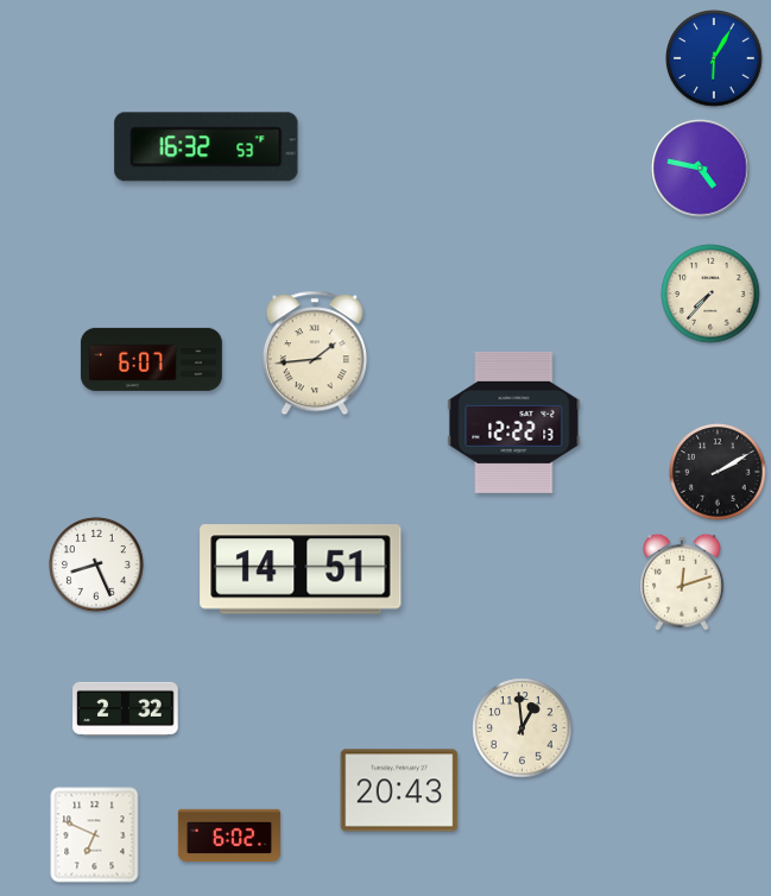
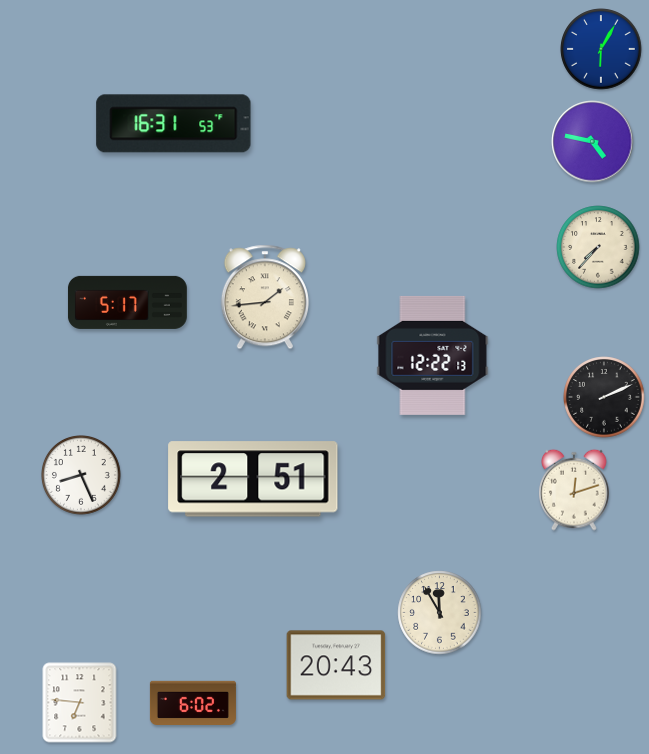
clock at (207, 147): 16:32 -> 16:31
clock at (701, 169) position: (701, 169) -> (593, 142)
clock at (151, 359): 6:07 -> 5:17
clock at (718, 472): 2:10 -> 2:11
clock at (301, 569): 14:51 -> 2:51
clock at (126, 708): 2:32 -> none
clock at (523, 728): 12:59 -> 11:55
clock at (95, 835): 6:49 -> 6:46
